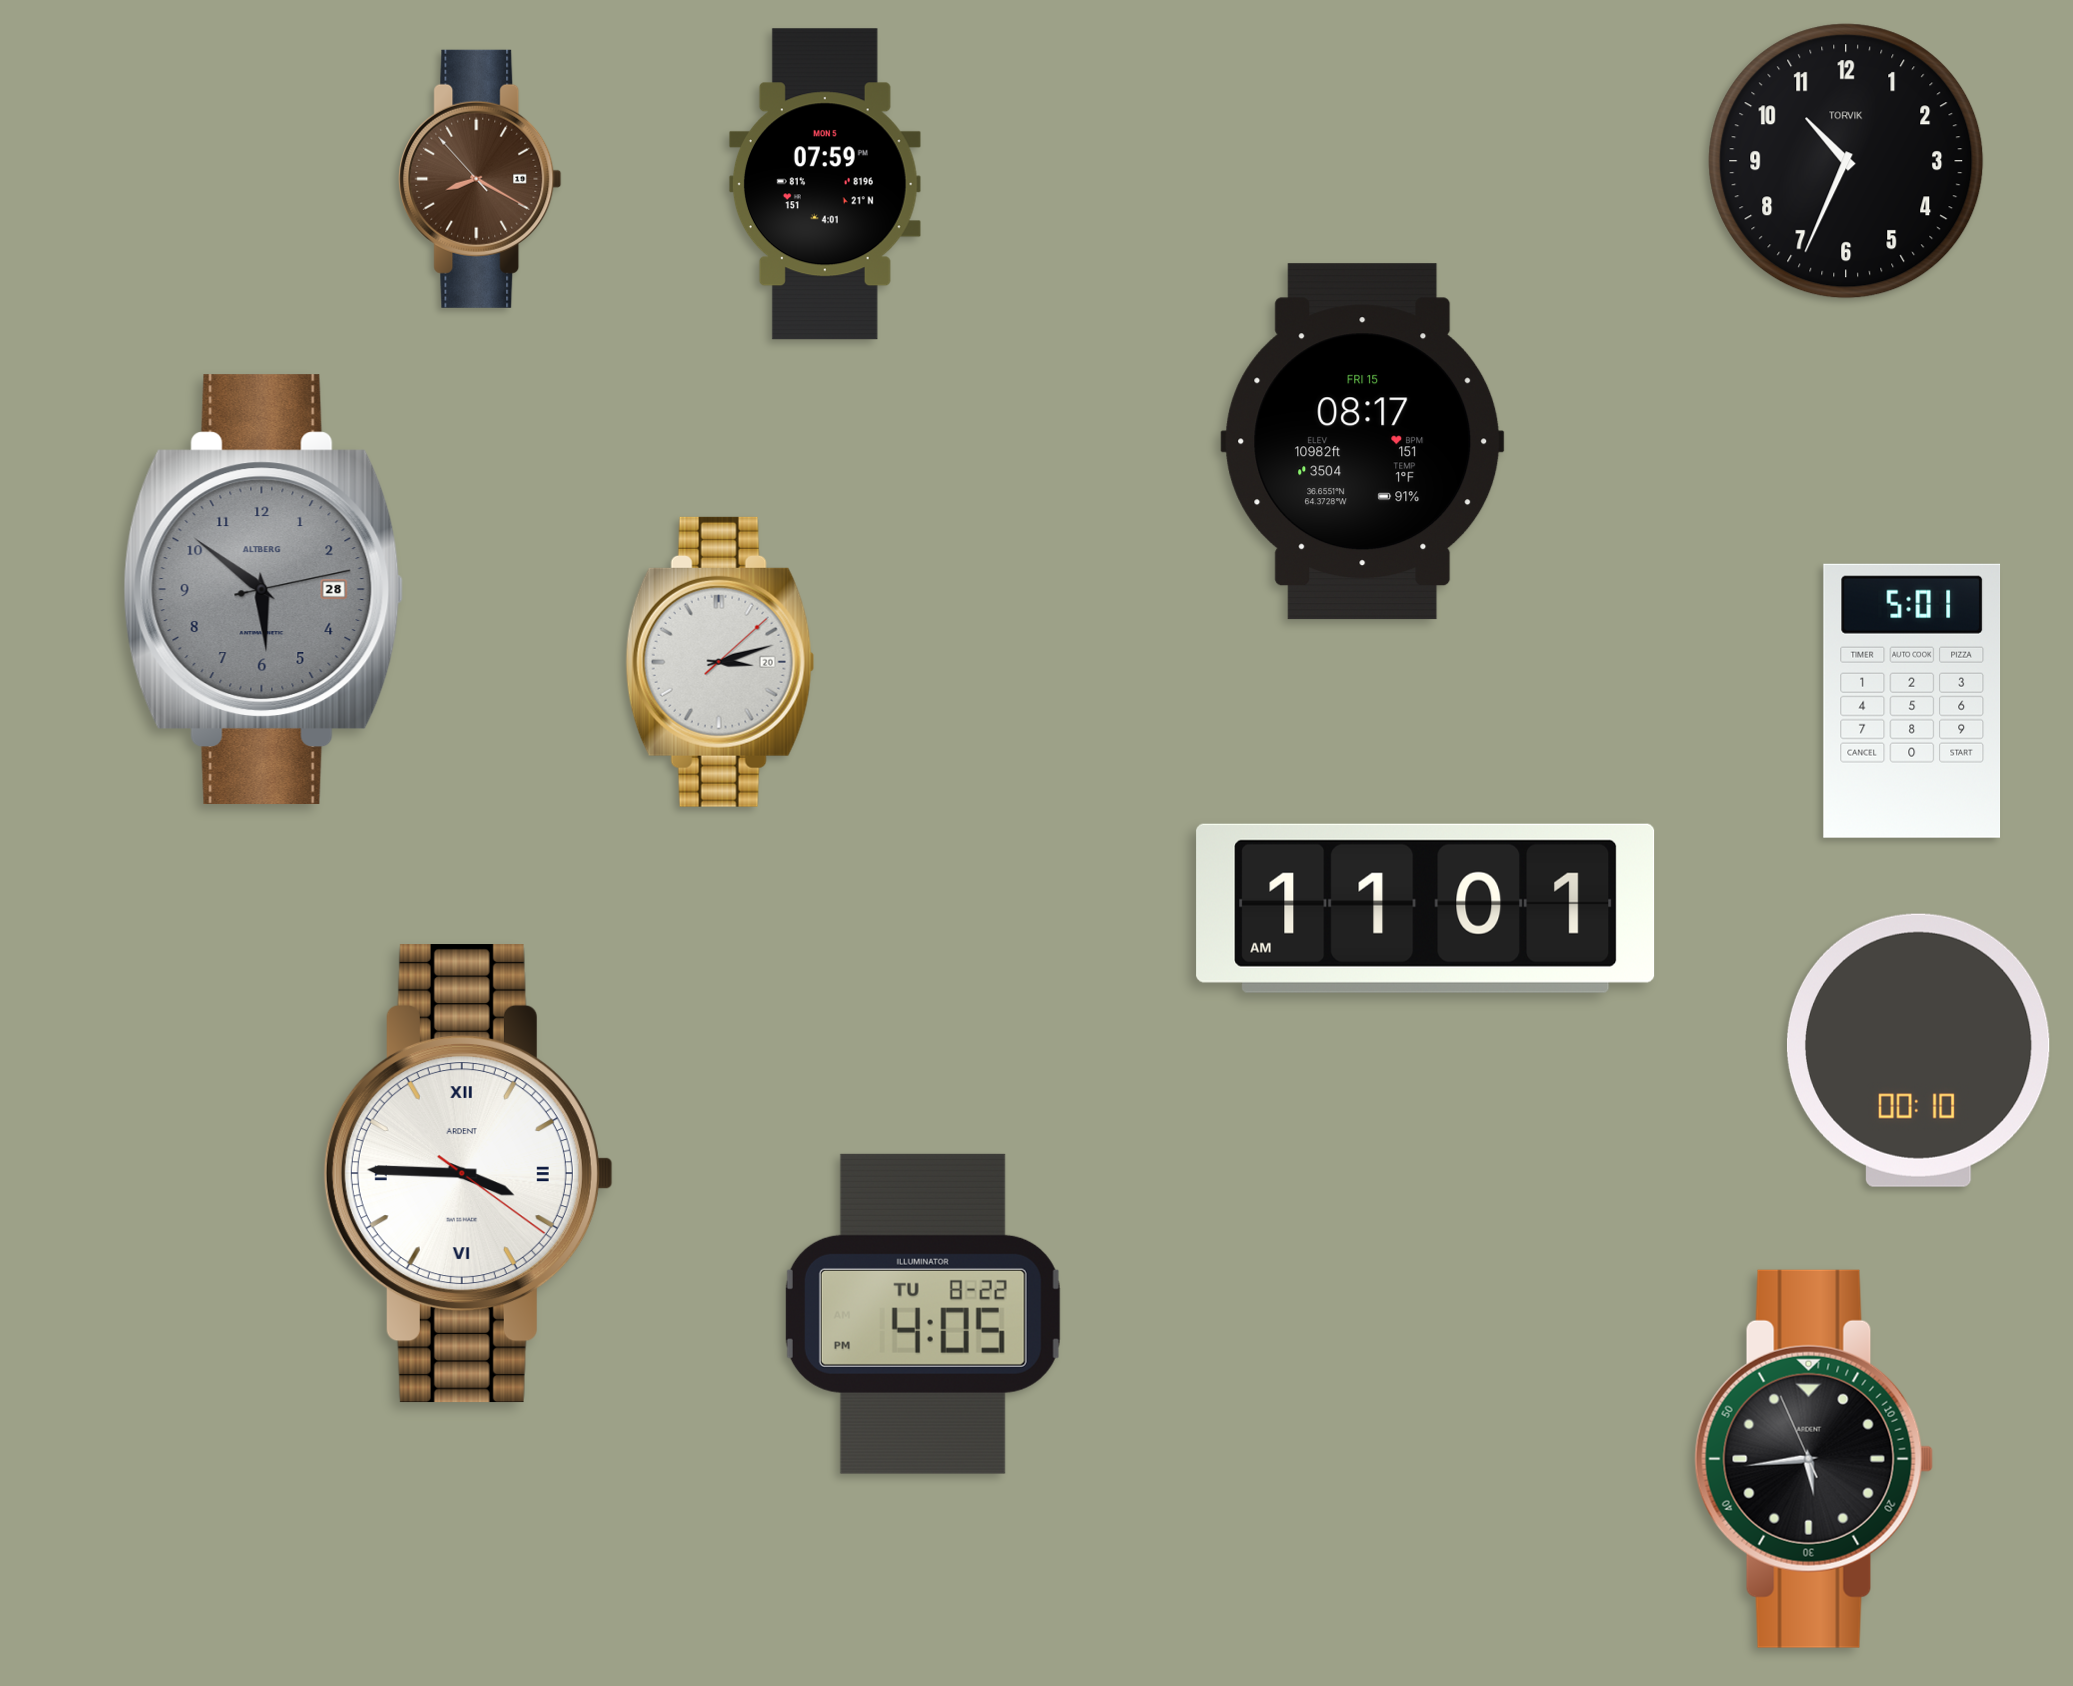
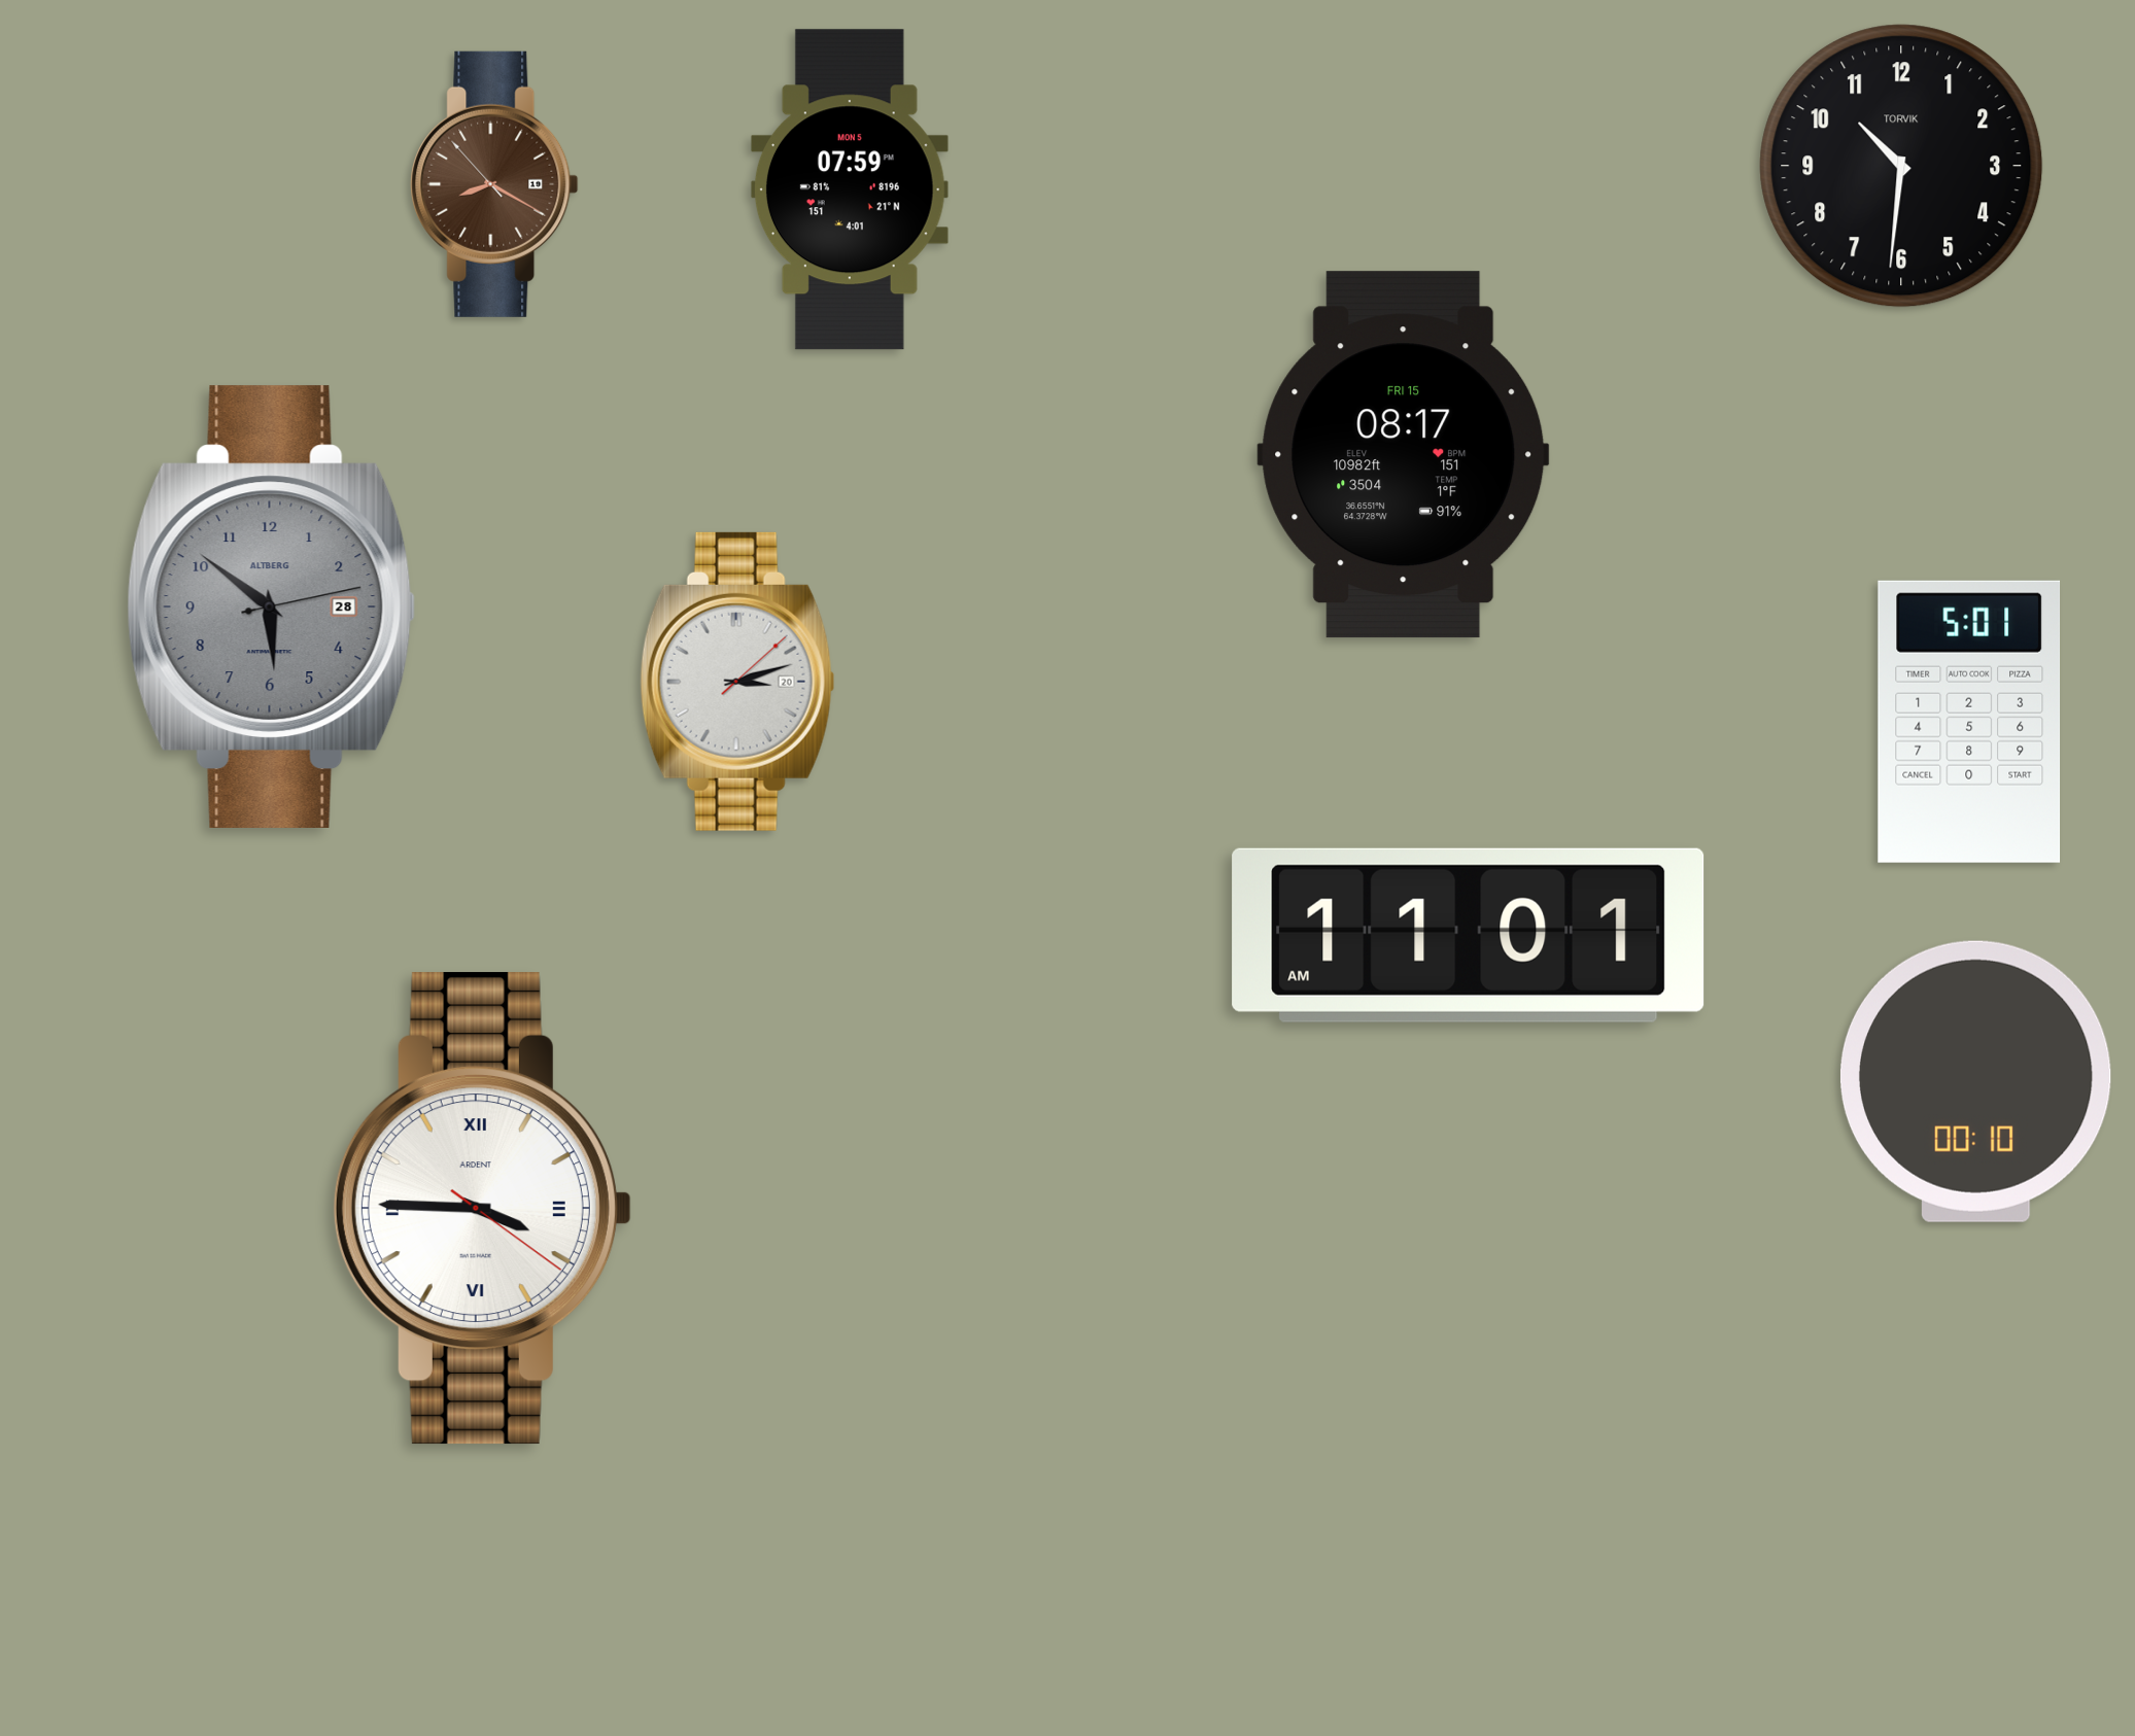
clock at (1846, 161): 10:34 -> 10:31
clock at (720, 662) position: (720, 662) -> (737, 682)
clock at (923, 1314): 4:05 -> none
clock at (1814, 1459): 5:43 -> none
